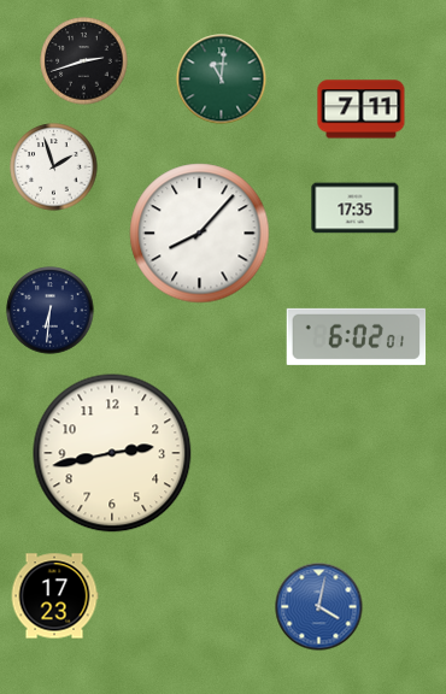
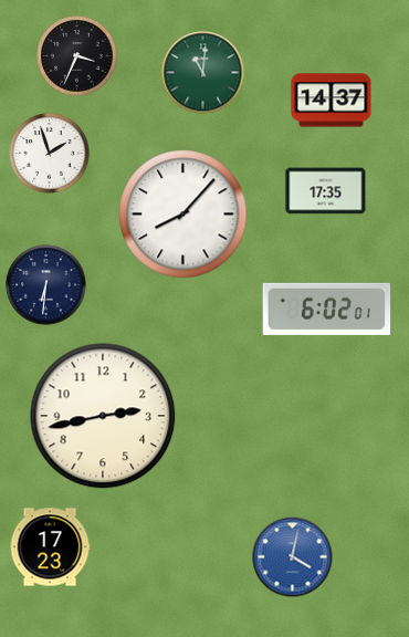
clock at (84, 61): 2:42 -> 3:34
clock at (362, 110): 7:11 -> 14:37
